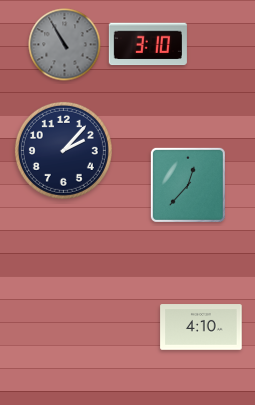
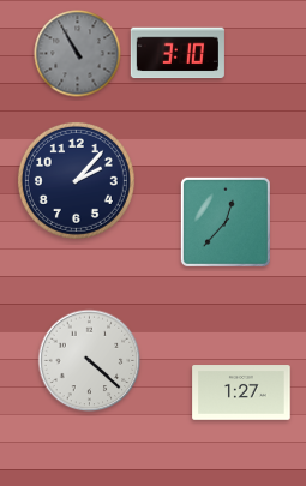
clock at (90, 361): none -> 4:22
clock at (201, 327): 4:10 -> 1:27
